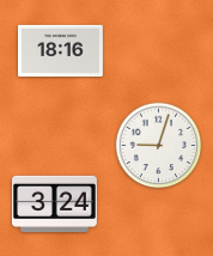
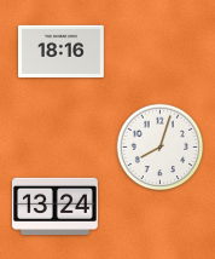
clock at (159, 146): 9:03 -> 8:03
clock at (54, 203): 3:24 -> 13:24
